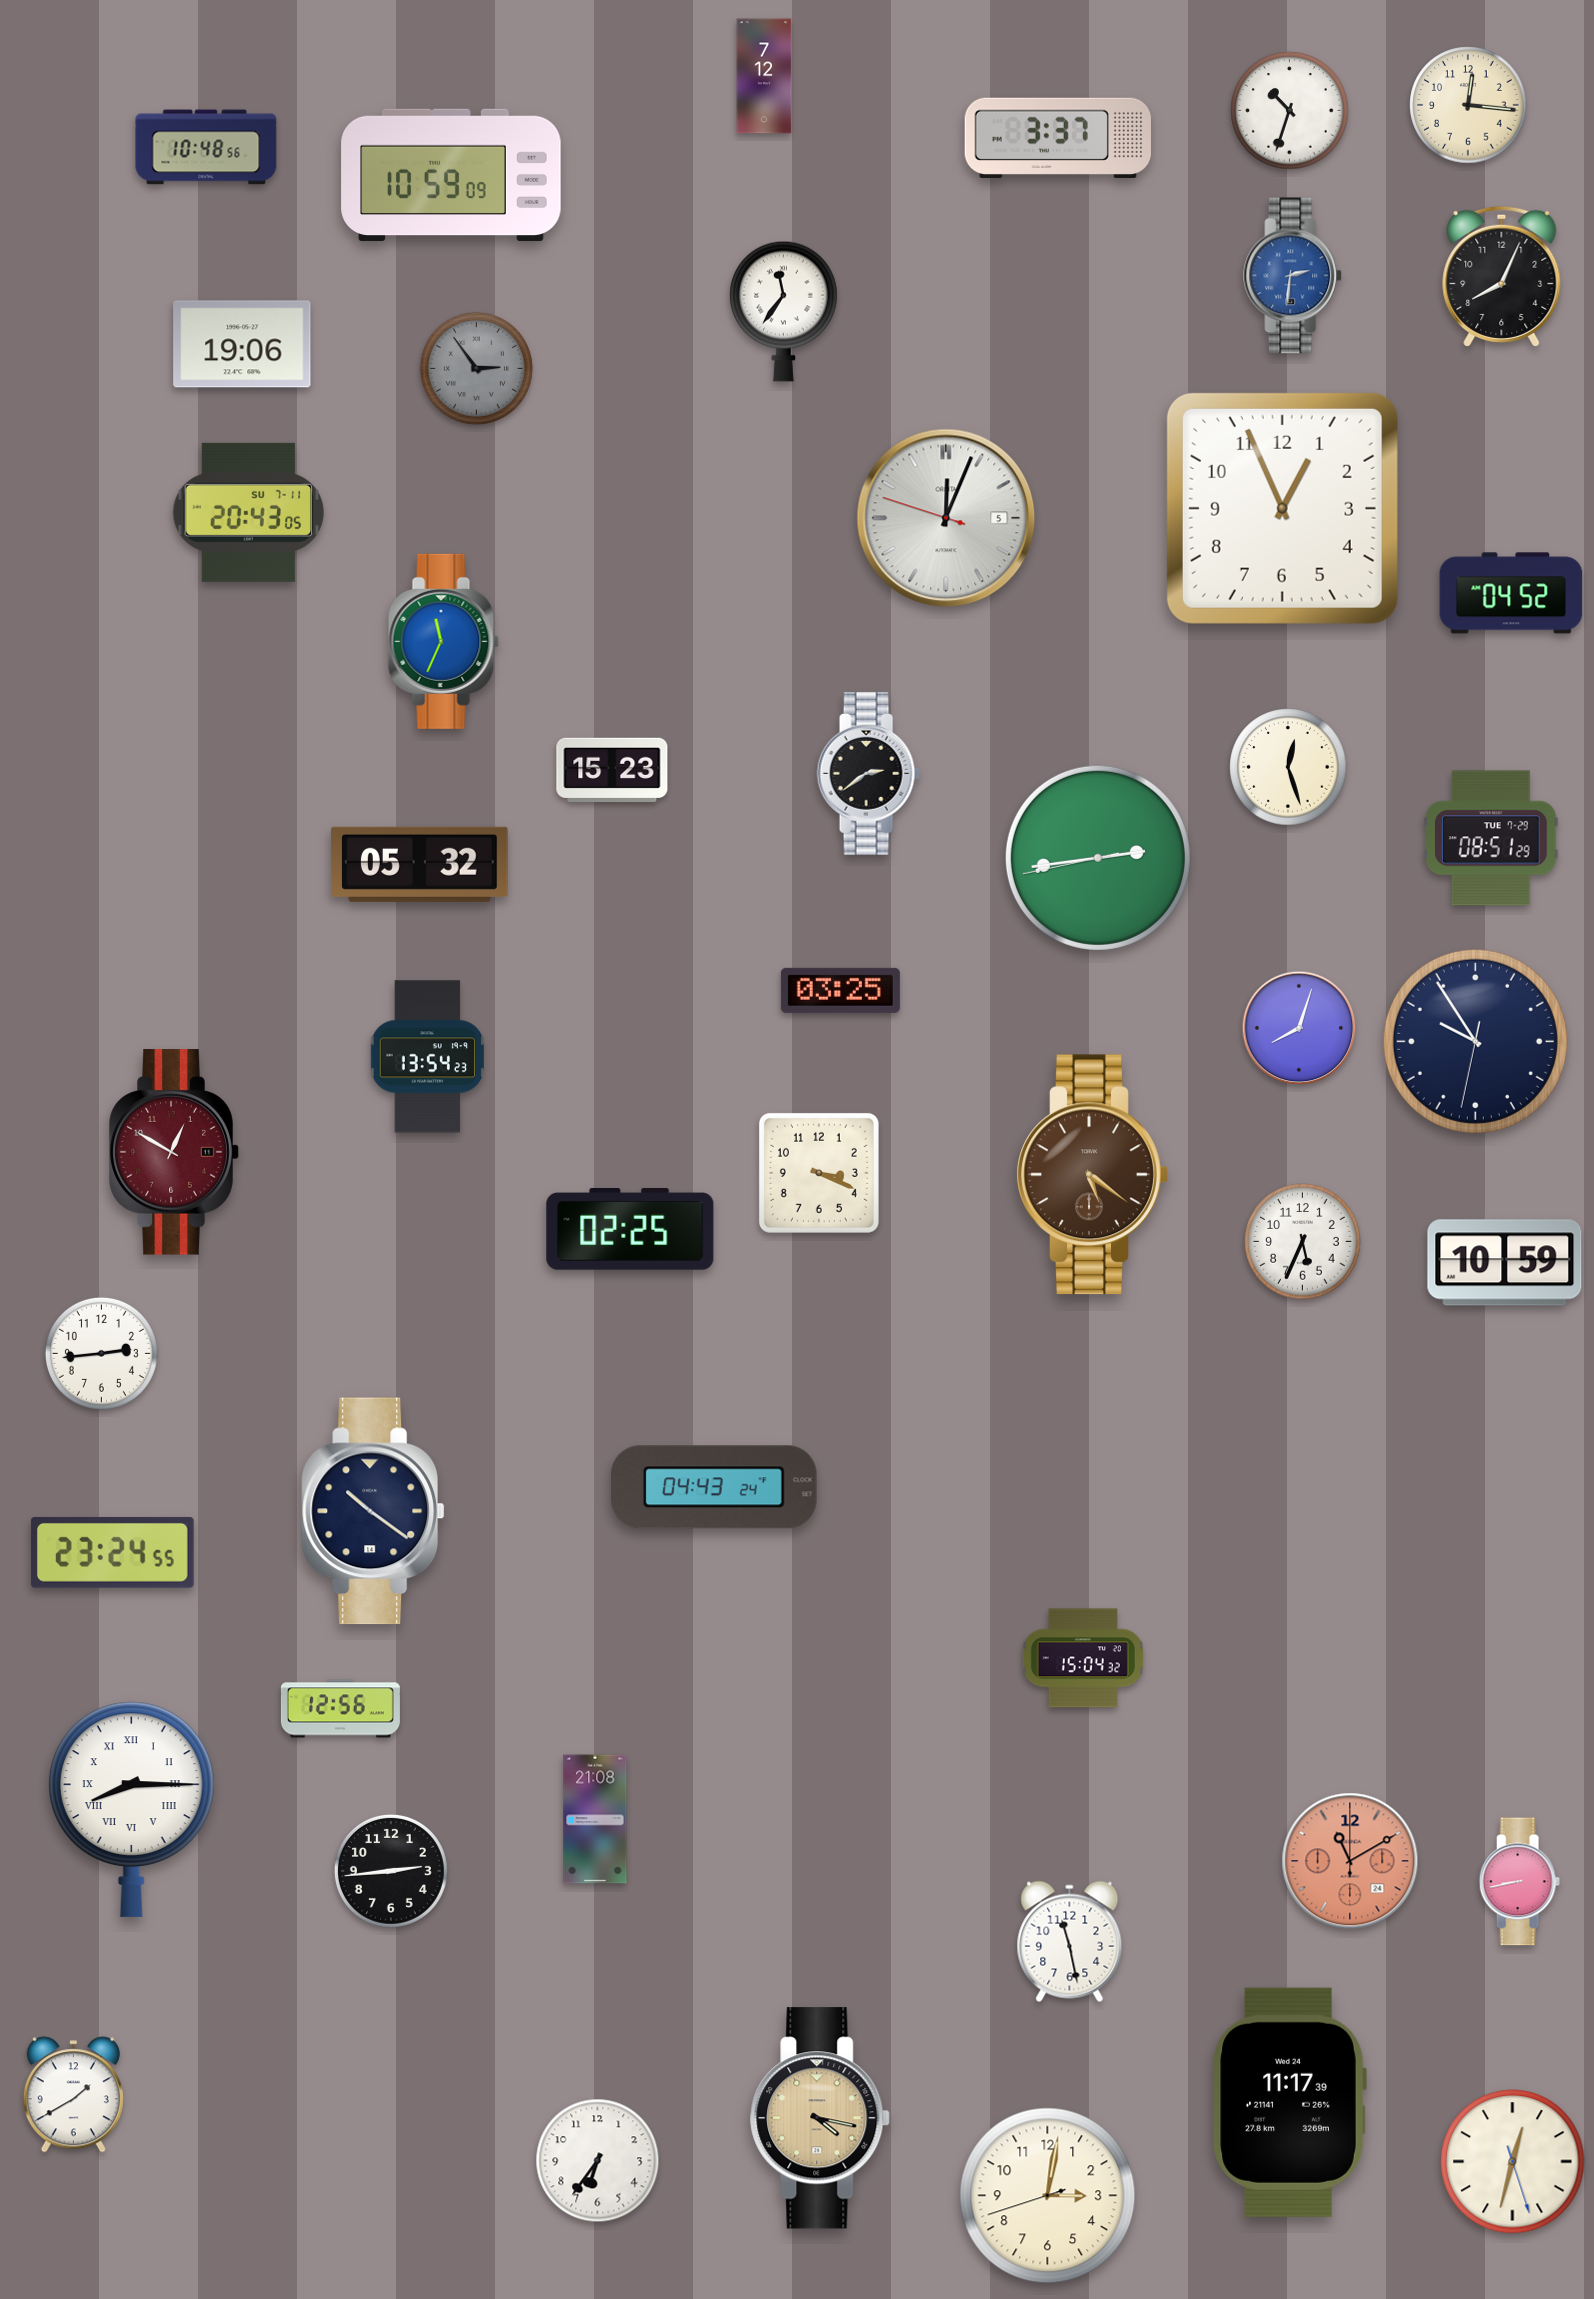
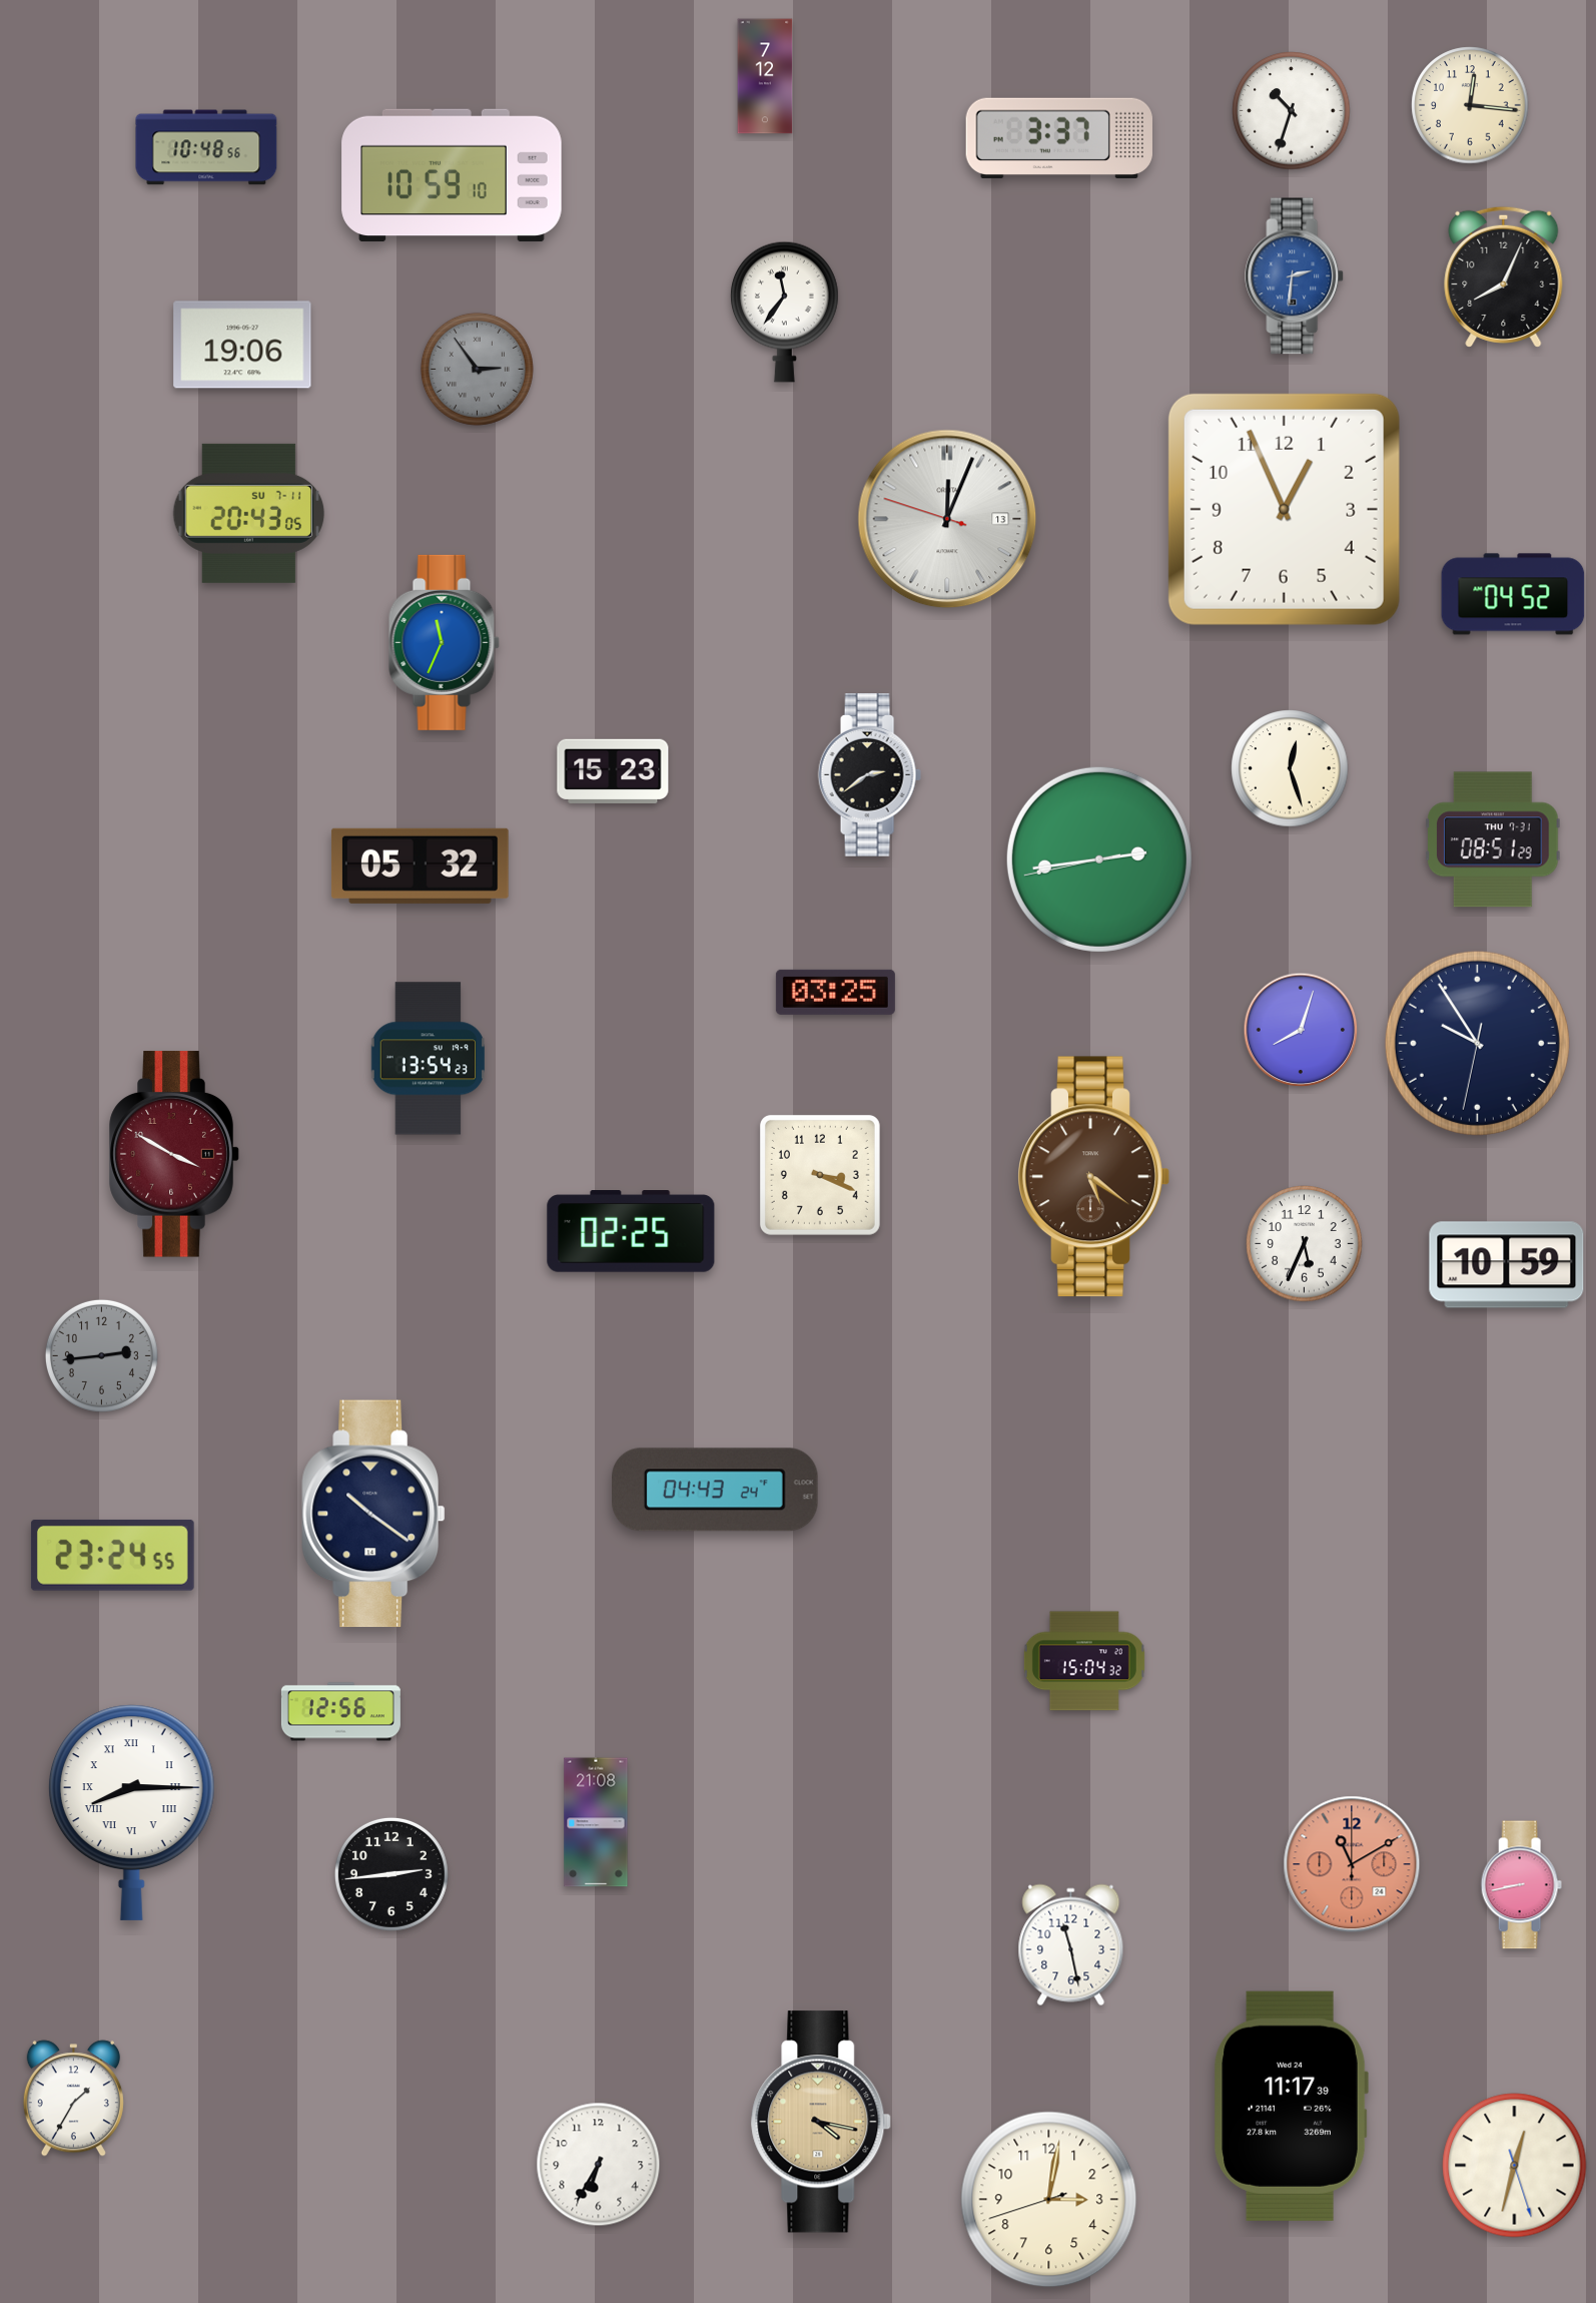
clock at (451, 175): 10:59:09 -> 10:59:10
clock at (946, 518) date: 5 -> 13
clock at (1491, 838) date: TUE 7-29 -> THU 7-31
clock at (840, 990) position: (840, 990) -> (835, 992)
clock at (174, 1152): 12:50 -> 3:50
clock at (101, 1353) dial: white -> grey
clock at (73, 2095): 1:40 -> 1:35
clock at (598, 2161): 6:36 -> 6:35
